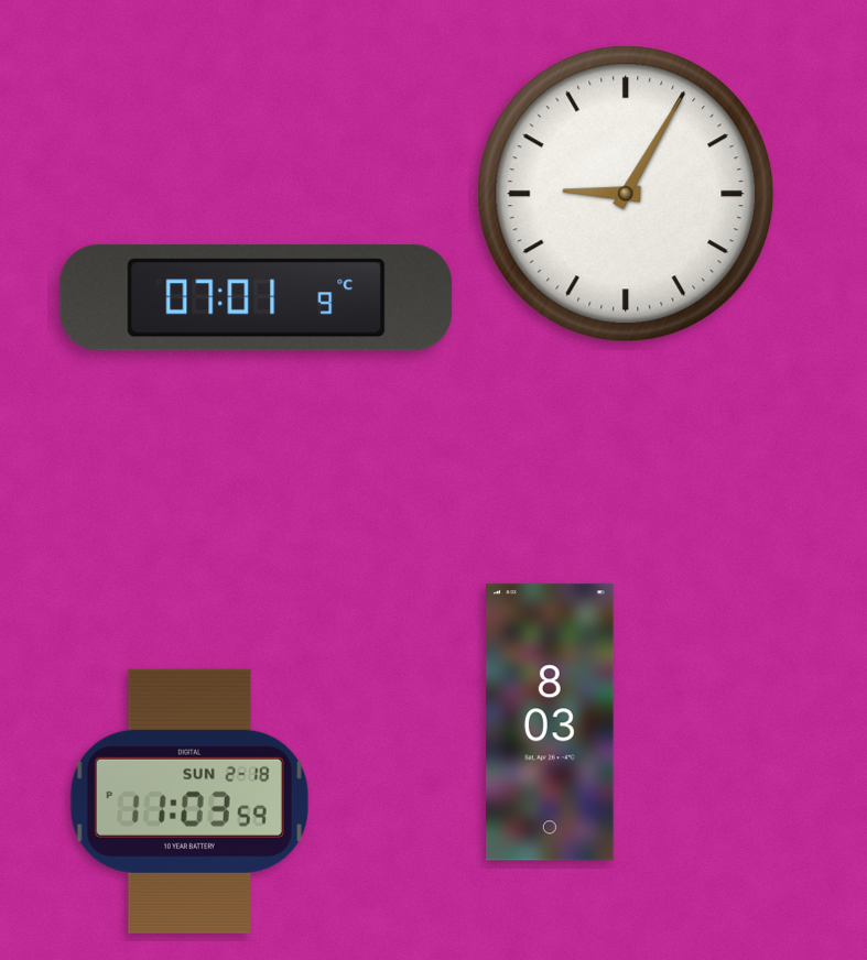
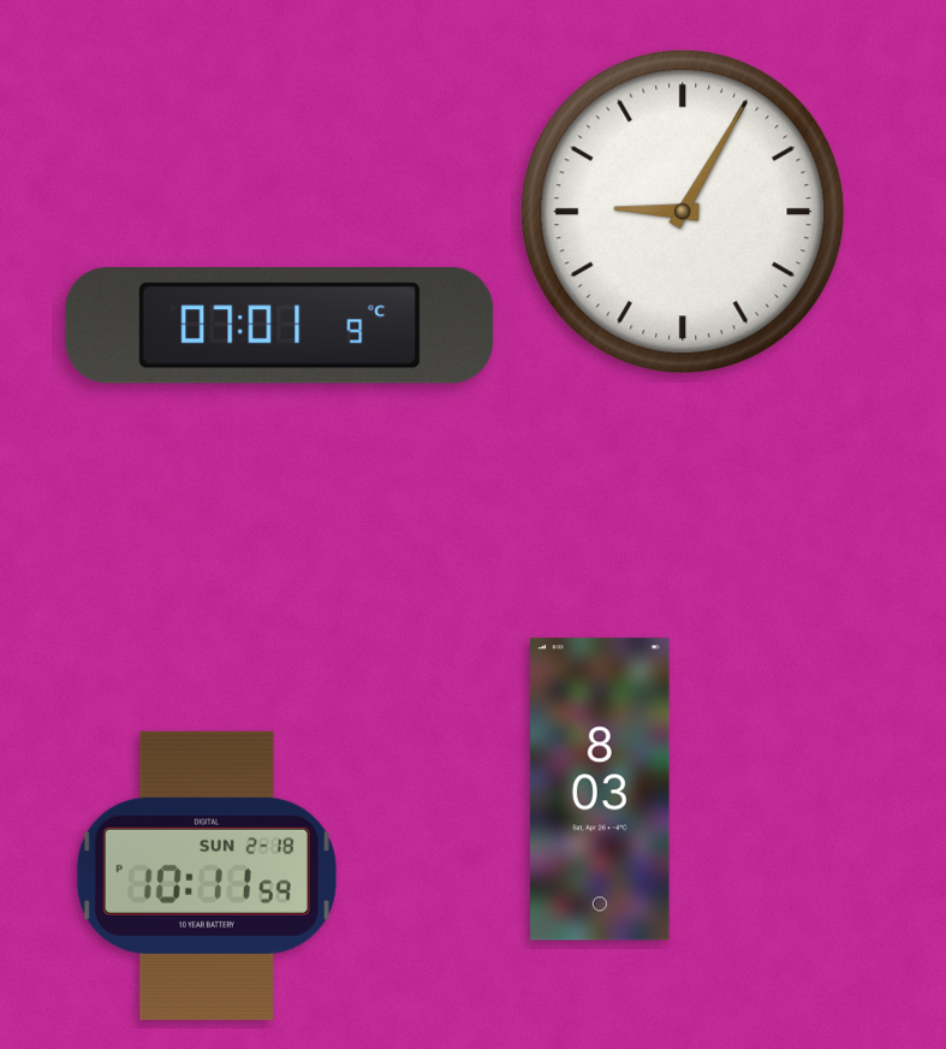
clock at (189, 801): 11:03 -> 10:11
